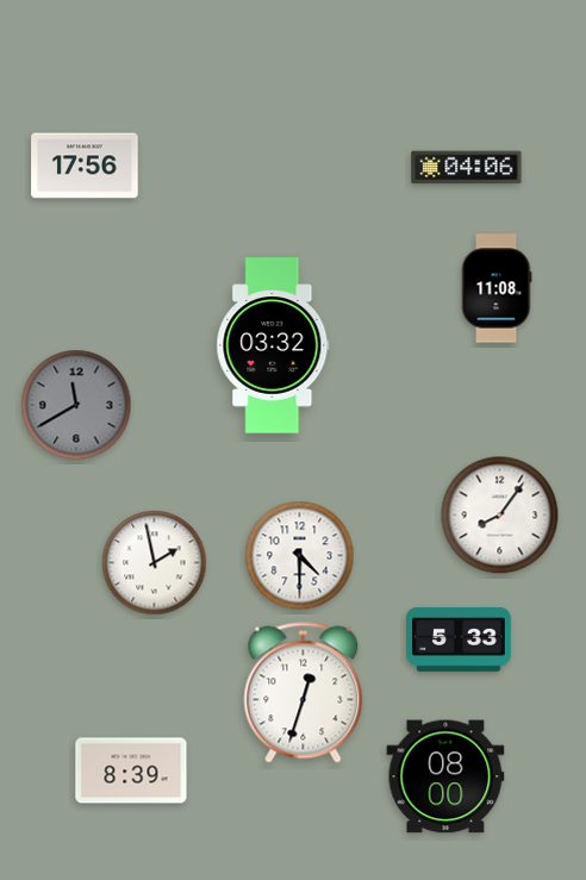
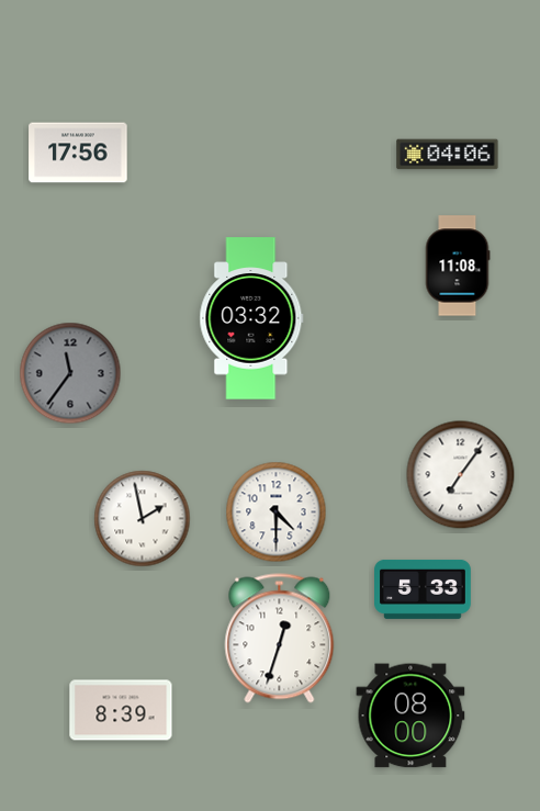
clock at (467, 168) position: (467, 168) -> (448, 155)
clock at (76, 405): 11:40 -> 11:36
clock at (500, 516): 8:06 -> 7:06
